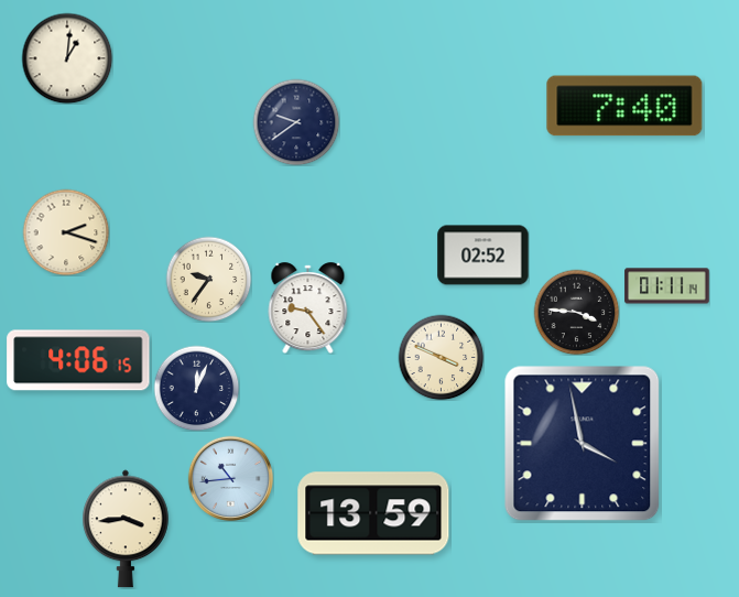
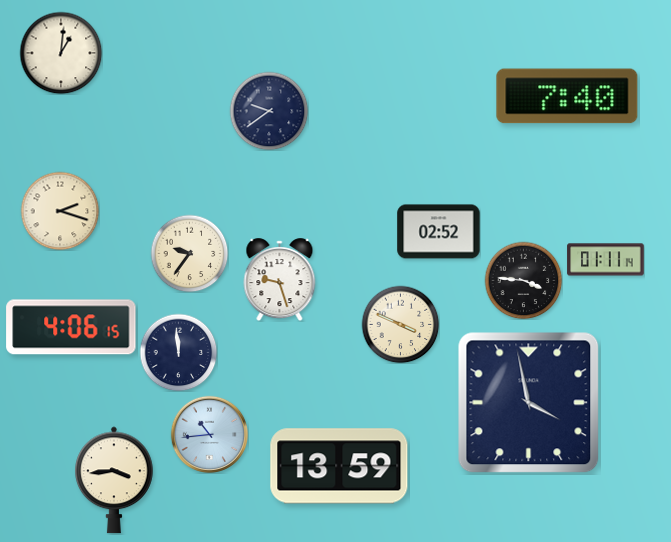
clock at (308, 308): 9:24 -> 9:27
clock at (576, 312) position: (576, 312) -> (523, 280)
clock at (196, 388): 12:04 -> 11:59
